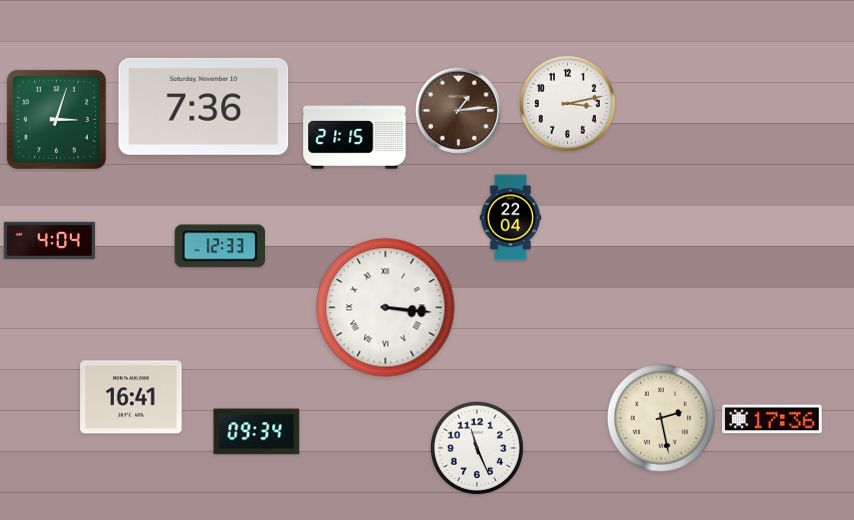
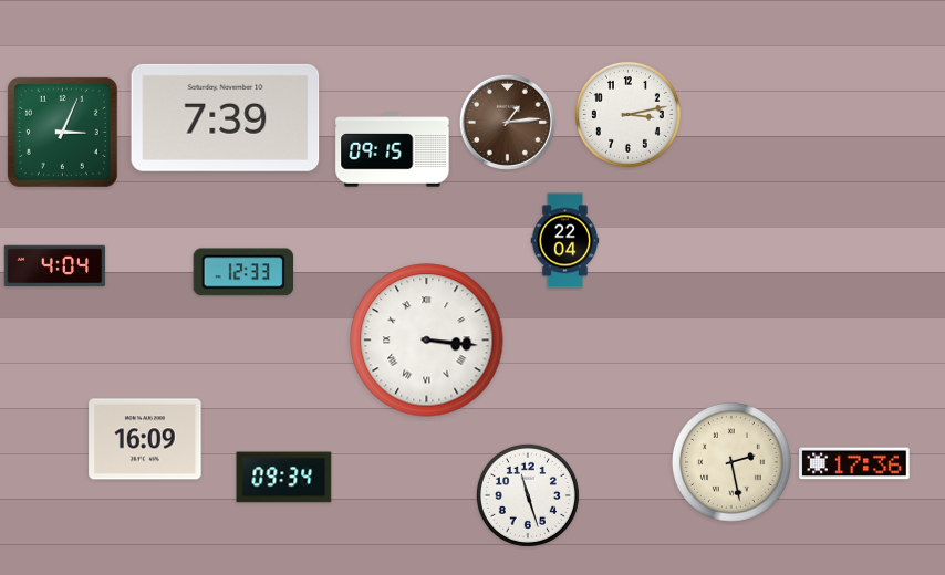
clock at (204, 106): 7:36 -> 7:39
clock at (56, 119): 3:03 -> 3:04
clock at (355, 136): 21:15 -> 09:15
clock at (131, 397): 16:41 -> 16:09
clock at (477, 448): 11:26 -> 11:27
